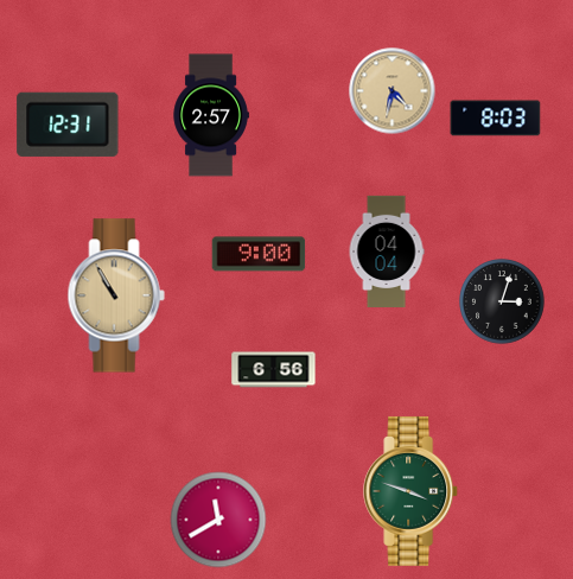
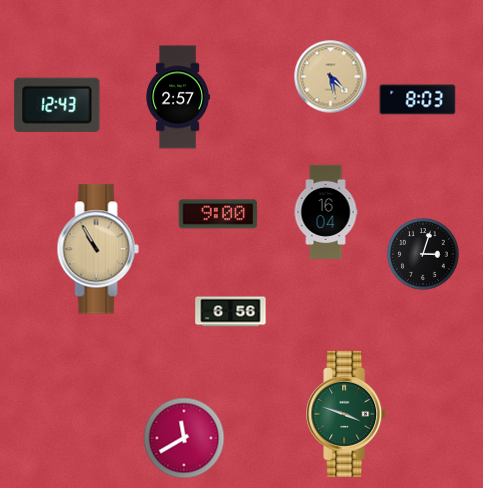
clock at (393, 91): 4:32 -> 4:28
clock at (68, 125): 12:31 -> 12:43
clock at (387, 252): 04:04 -> 16:04
